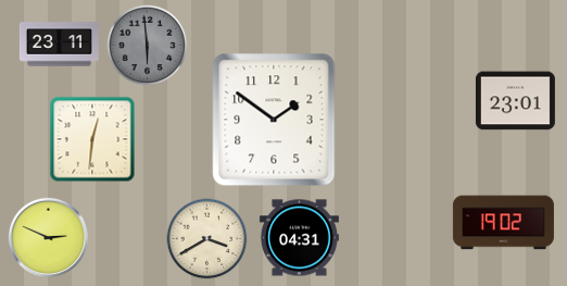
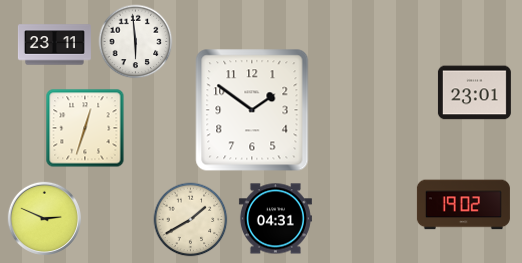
clock at (59, 45) position: (59, 45) -> (54, 45)
clock at (148, 46) dial: grey -> white
clock at (92, 139): 12:31 -> 12:33
clock at (207, 239): 3:40 -> 1:40
